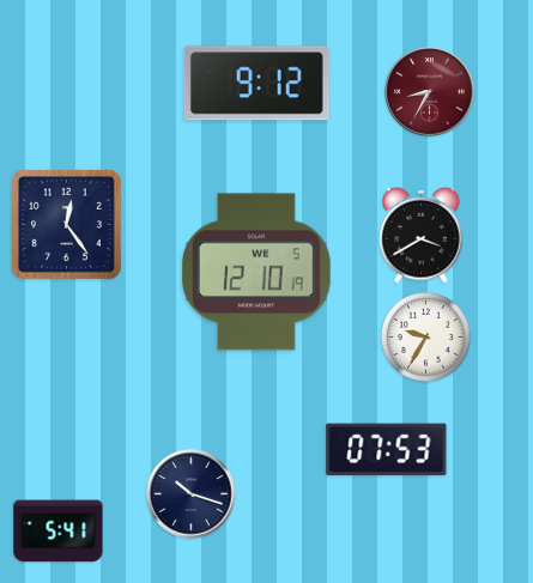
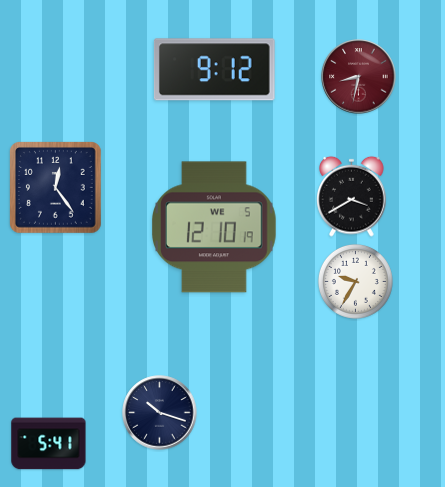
clock at (430, 92): 8:35 -> 8:32
clock at (387, 450): 07:53 -> none
